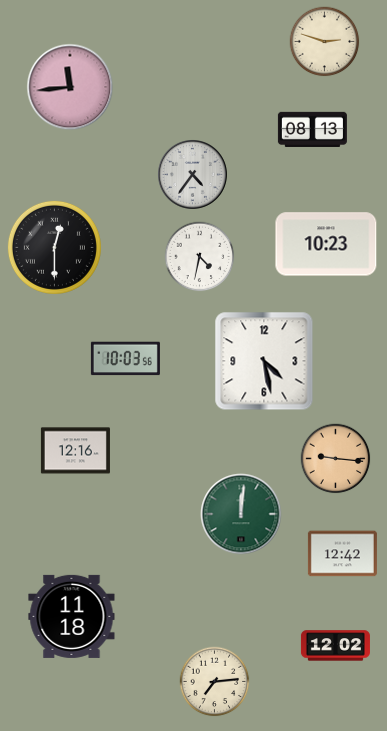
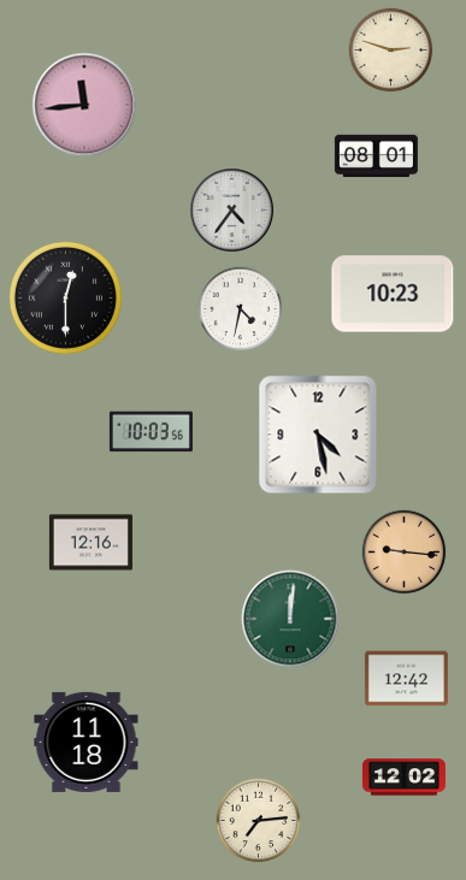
clock at (312, 129): 08:13 -> 08:01
clock at (342, 554) position: (342, 554) -> (406, 679)
